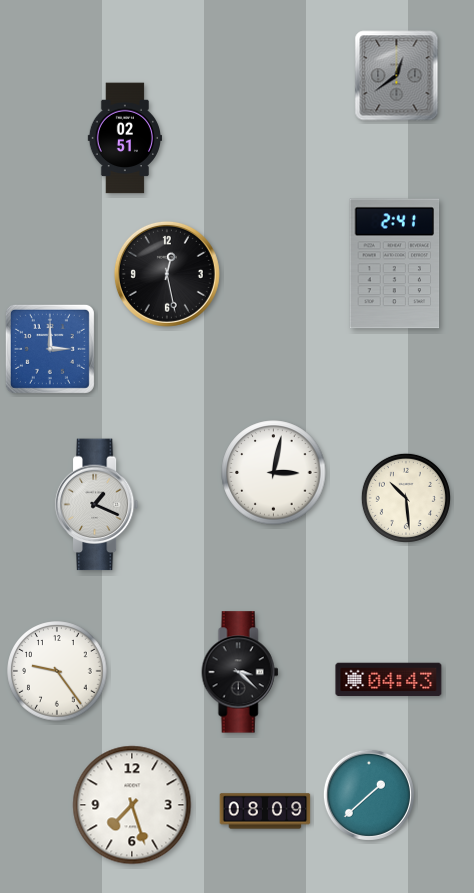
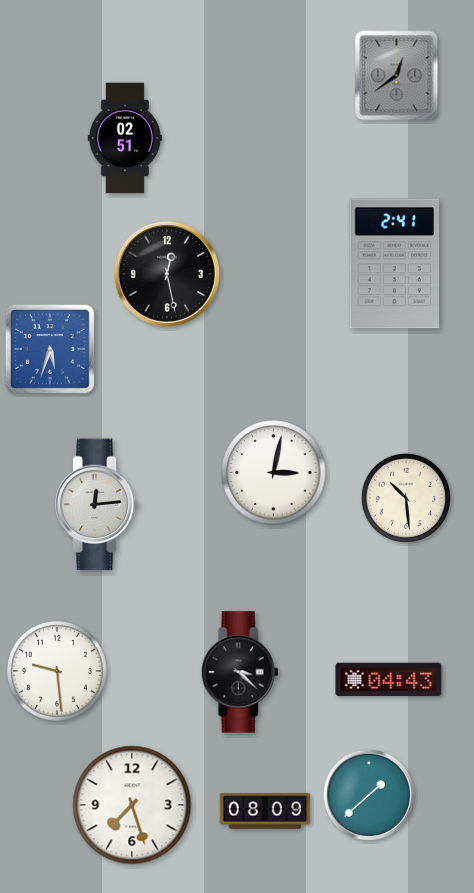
clock at (50, 349): 3:00 -> 5:33
clock at (97, 505): 1:19 -> 12:14
clock at (57, 671): 9:24 -> 9:29
